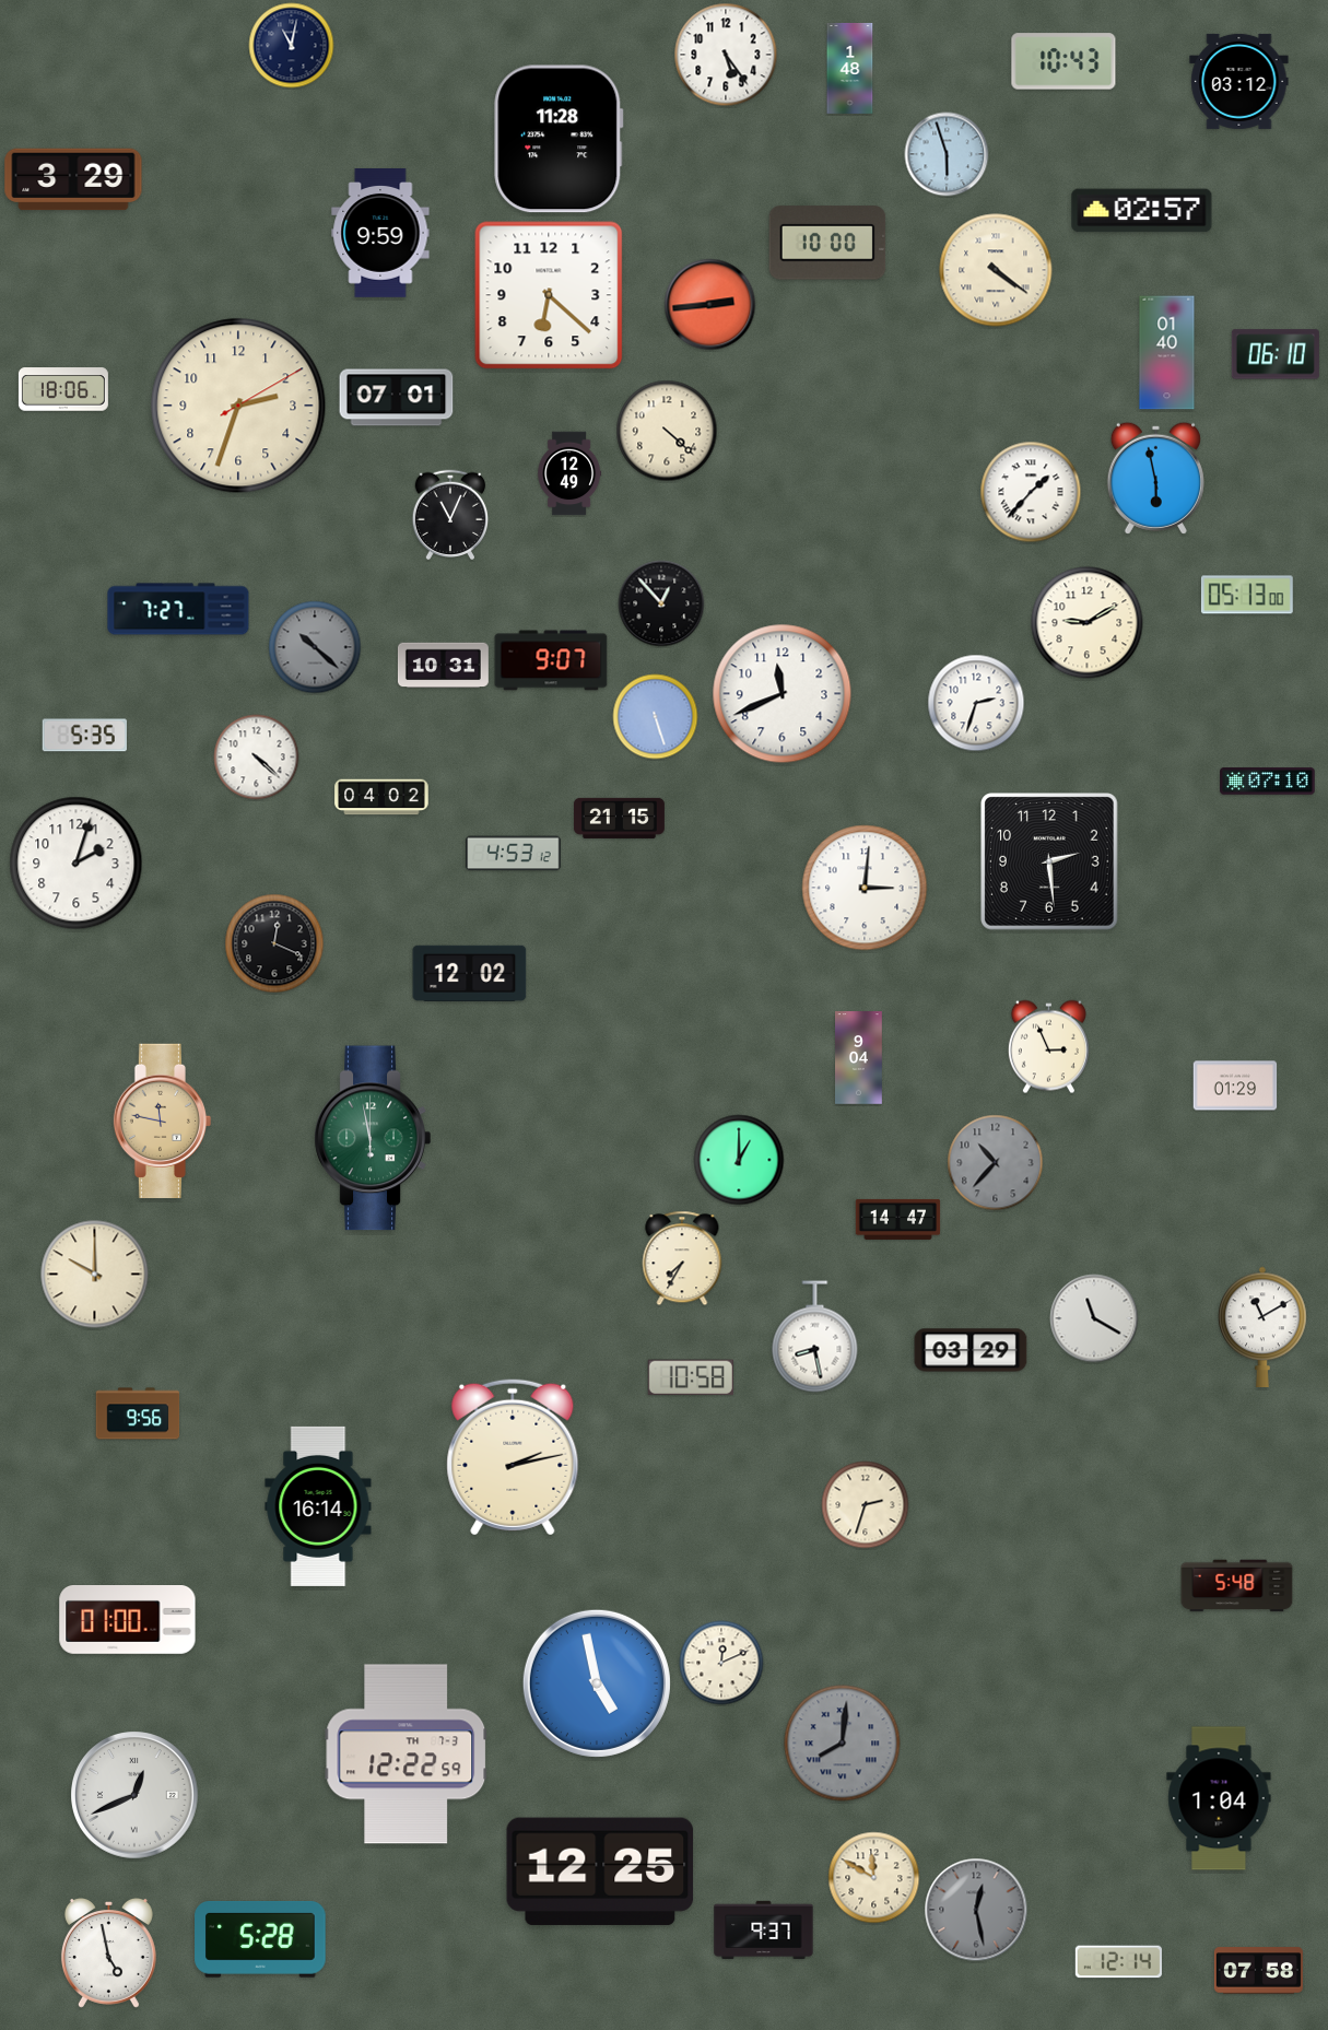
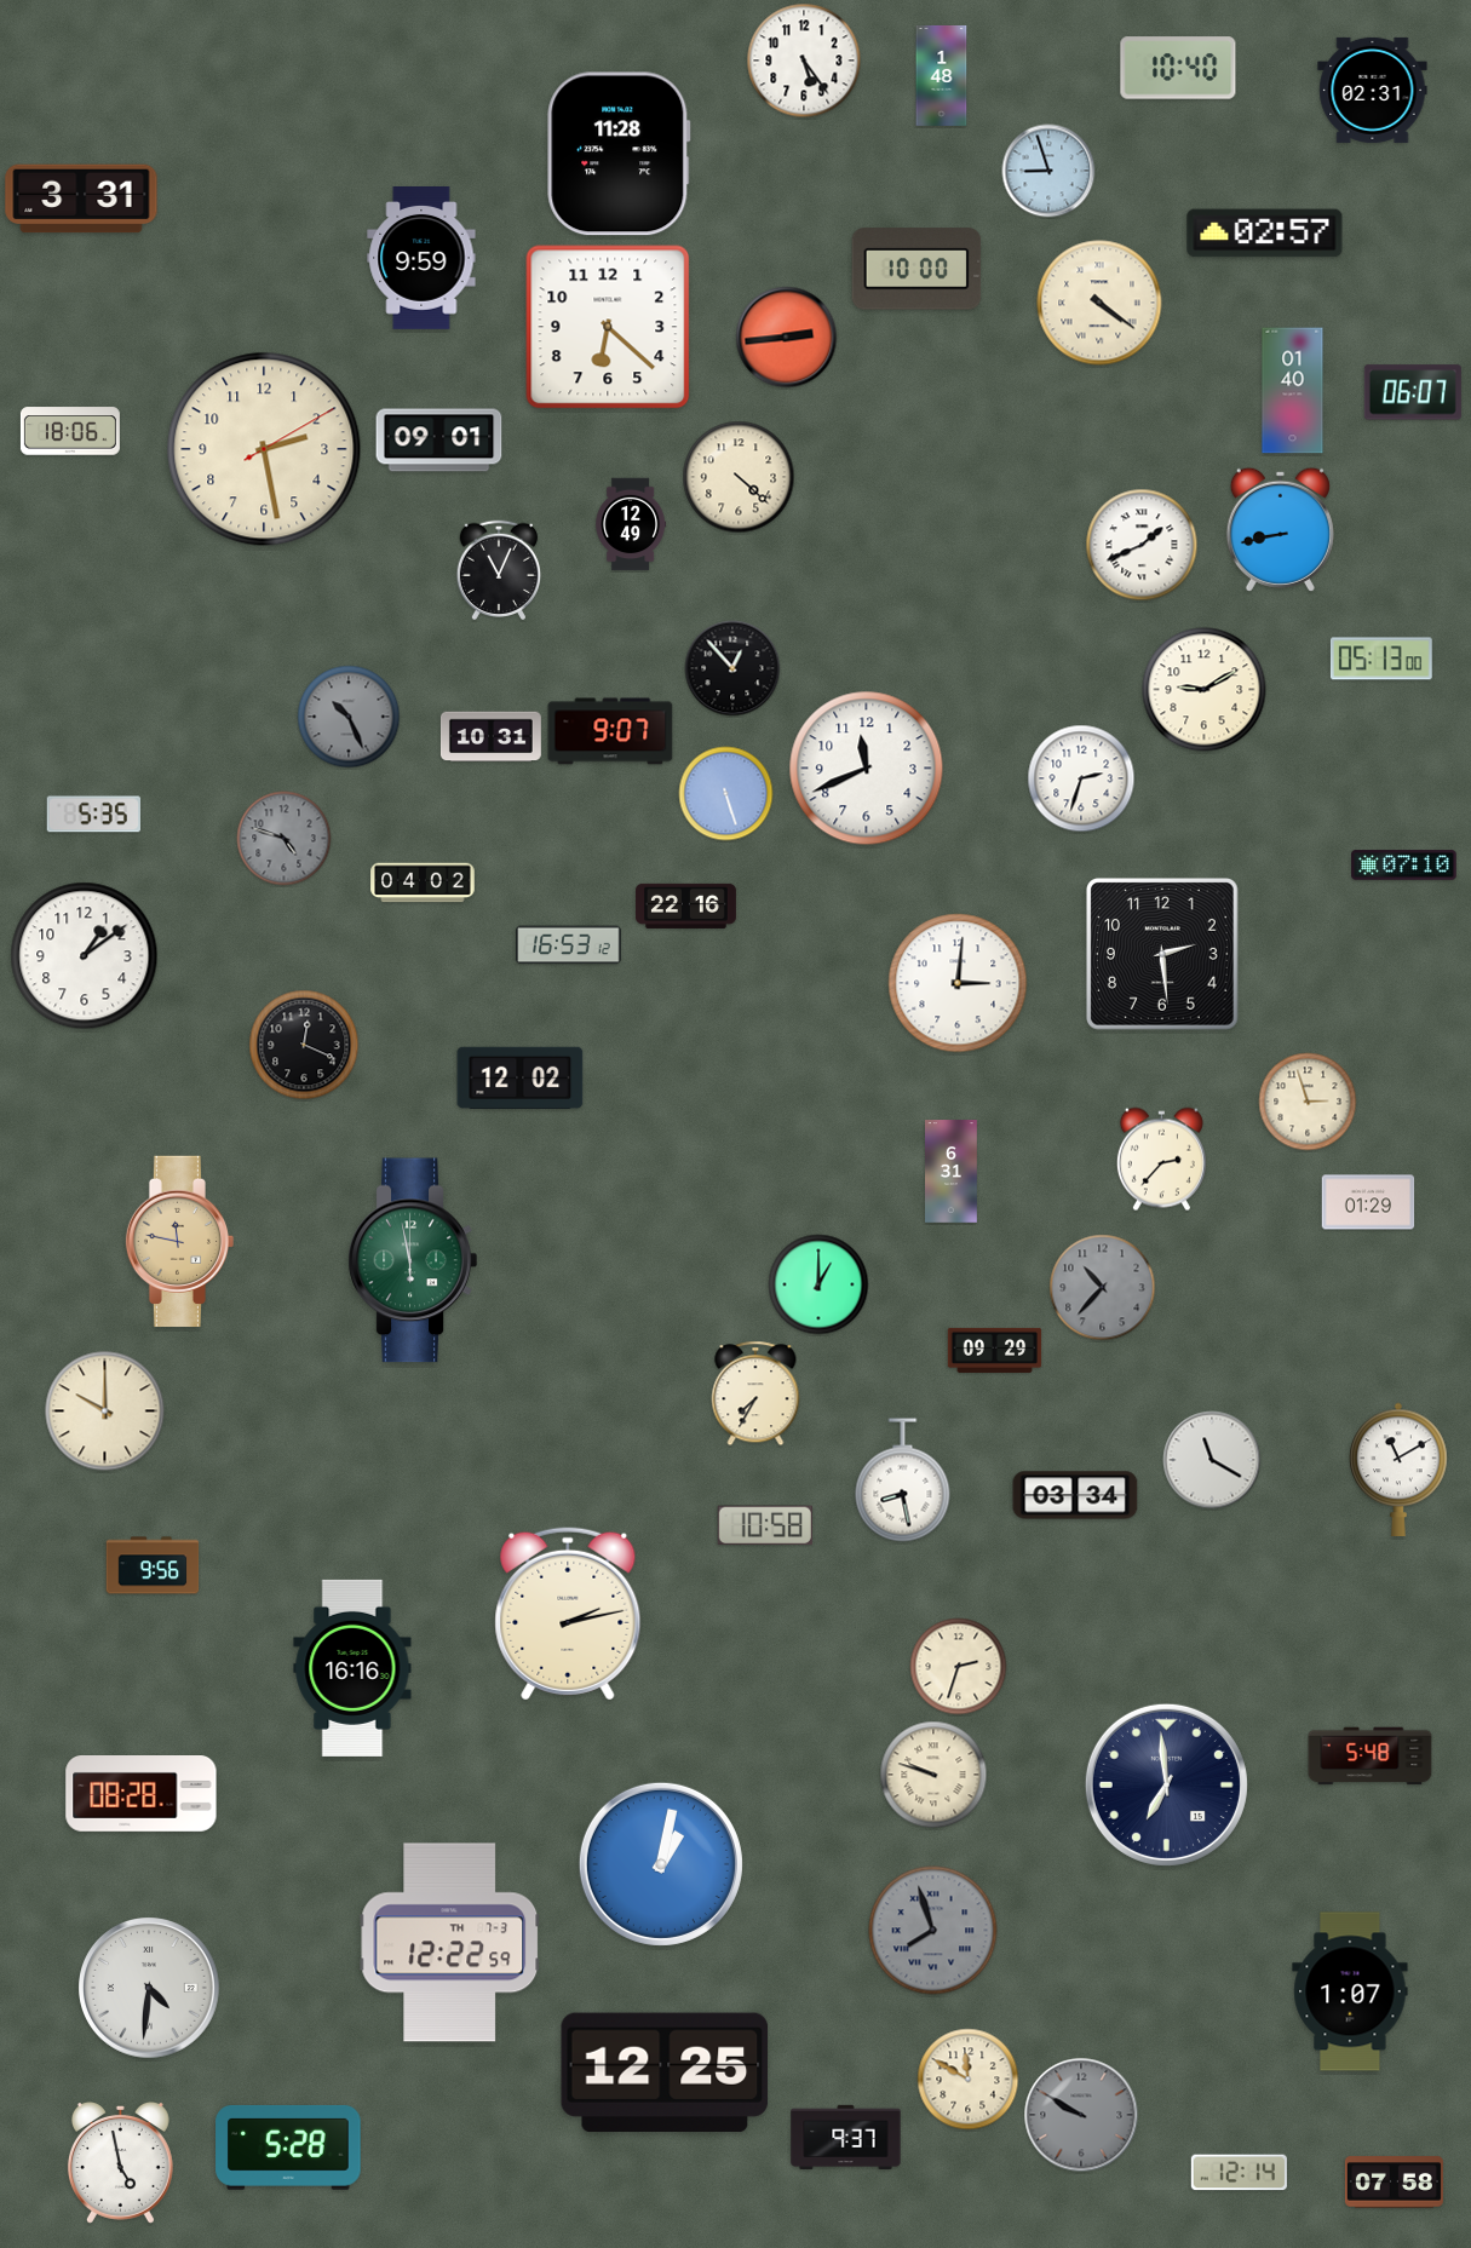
clock at (292, 46): 11:02 -> none
clock at (1063, 61): 10:43 -> 10:40
clock at (1239, 81): 03:12 -> 02:31
clock at (947, 154): 5:57 -> 8:57
clock at (73, 179): 3:29 -> 3:31
clock at (996, 270) position: (996, 270) -> (1099, 303)
clock at (1276, 354): 06:10 -> 06:07
clock at (397, 398): 07:01 -> 09:01
clock at (238, 406): 2:33 -> 2:28
clock at (1155, 478): 5:58 -> 8:43
clock at (1031, 492): 1:37 -> 1:41
clock at (178, 609): 7:27 -> none
clock at (315, 647): 10:22 -> 10:26
clock at (257, 758): 4:22 -> 4:48
clock at (257, 758) dial: white -> grey
clock at (619, 818): 21:15 -> 22:16
clock at (514, 854): 4:53 -> 16:53
clock at (77, 864): 2:03 -> 1:09
clock at (1308, 1102): none -> 2:57
clock at (1048, 1047): 2:56 -> 2:37
clock at (859, 1058): 9:04 -> 6:31
clock at (898, 1219): 14:47 -> 09:29
clock at (971, 1350): 03:29 -> 03:34
clock at (318, 1506): 16:14 -> 16:16
clock at (933, 1775): none -> 9:48
clock at (1166, 1784): none -> 6:59
clock at (128, 1620): 01:00 -> 08:28
clock at (721, 1663): 12:11 -> none
clock at (597, 1683): 4:58 -> 1:02
clock at (843, 1744): 8:01 -> 7:57
clock at (134, 1795): 12:41 -> 4:31
clock at (1219, 1798): 1:04 -> 1:07
clock at (976, 1910): 12:28 -> 9:50
